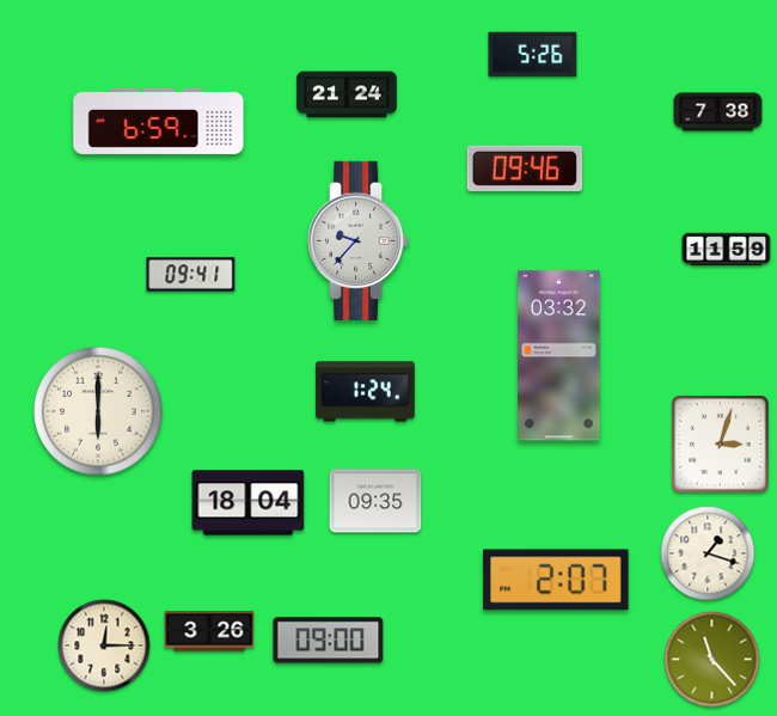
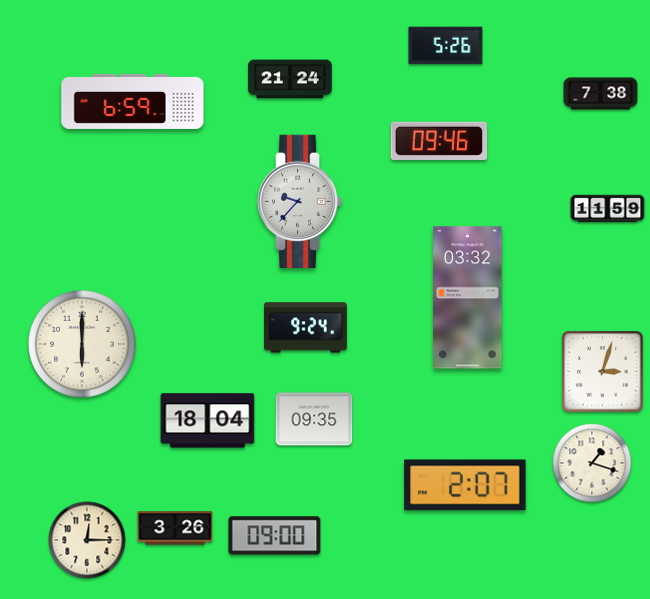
clock at (191, 275): 09:41 -> none
clock at (366, 392): 1:24 -> 9:24
clock at (712, 660): 11:23 -> none
